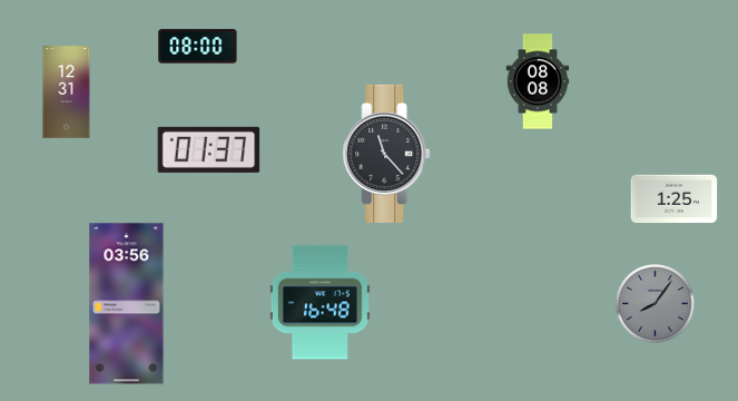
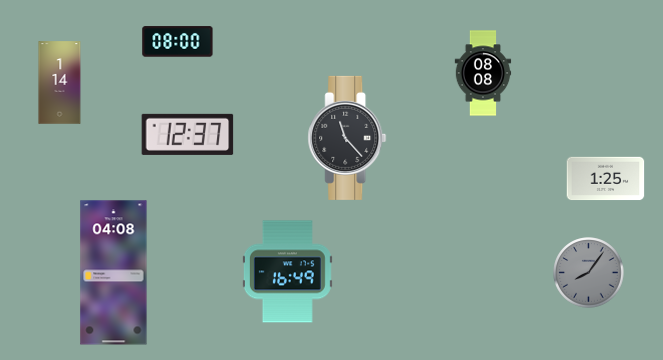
clock at (67, 92): 12:31 -> 1:14
clock at (209, 149): 01:37 -> 12:37
clock at (319, 303): 16:48 -> 16:49
clock at (127, 304): 03:56 -> 04:08
